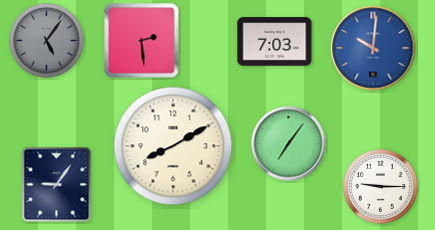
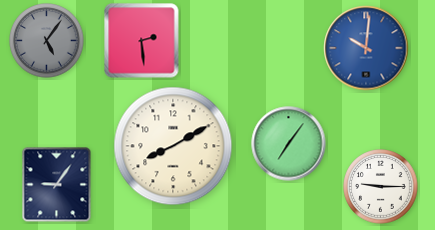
clock at (275, 42): 7:03 -> none
clock at (373, 48) position: (373, 48) -> (366, 48)
